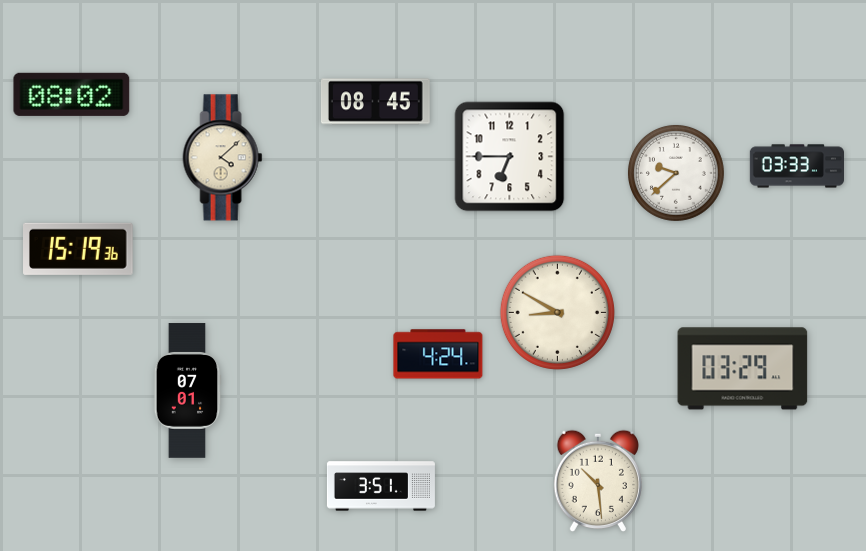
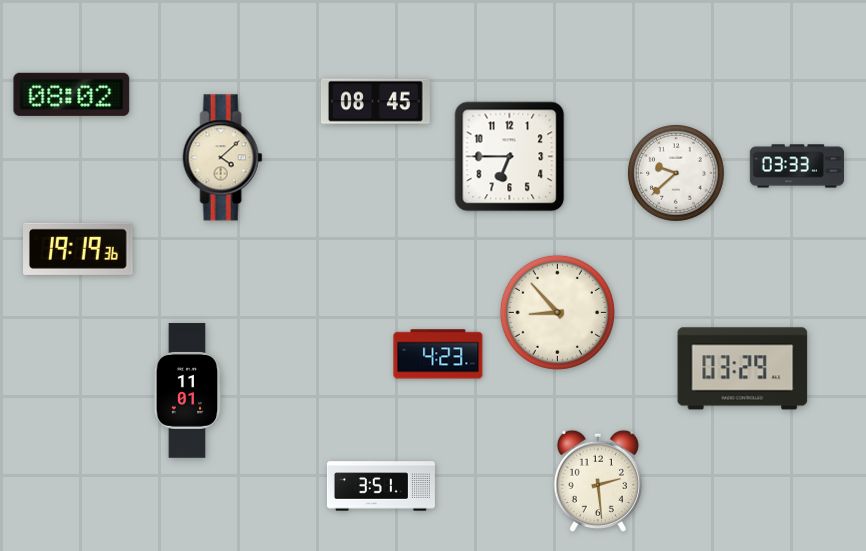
clock at (79, 249): 15:19 -> 19:19
clock at (557, 312): 8:50 -> 8:53
clock at (438, 354): 4:24 -> 4:23
clock at (187, 391): 07:01 -> 11:01
clock at (598, 480): 10:29 -> 2:29
